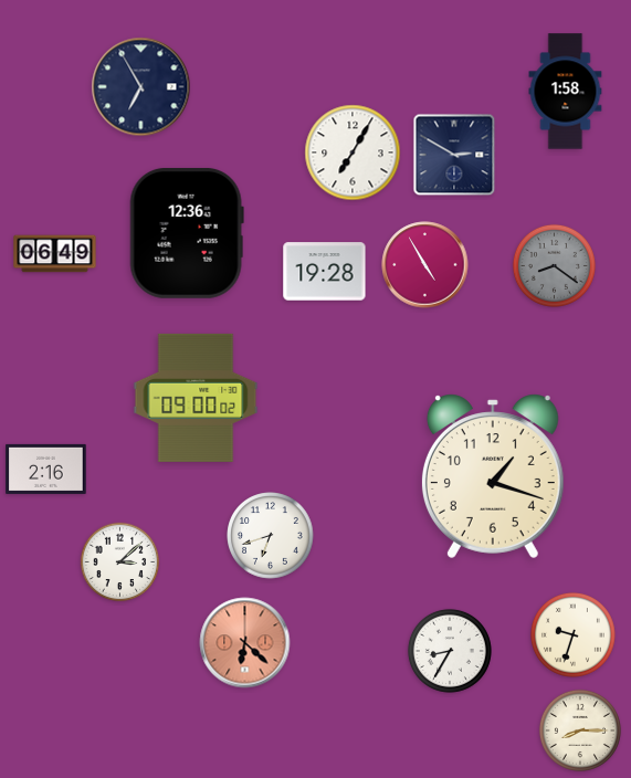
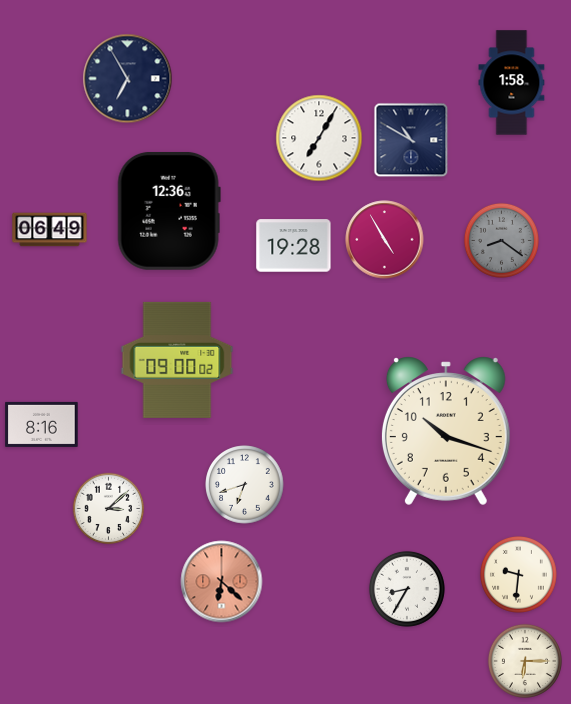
clock at (454, 155): 2:50 -> 10:50
clock at (46, 469): 2:16 -> 8:16
clock at (493, 476): 1:18 -> 10:18
clock at (572, 634): 9:33 -> 9:31
clock at (580, 730): 8:15 -> 6:15
